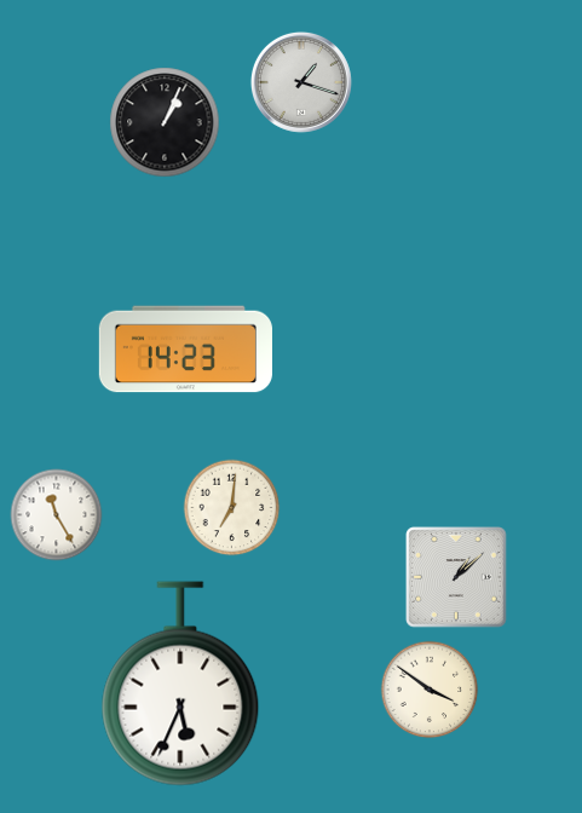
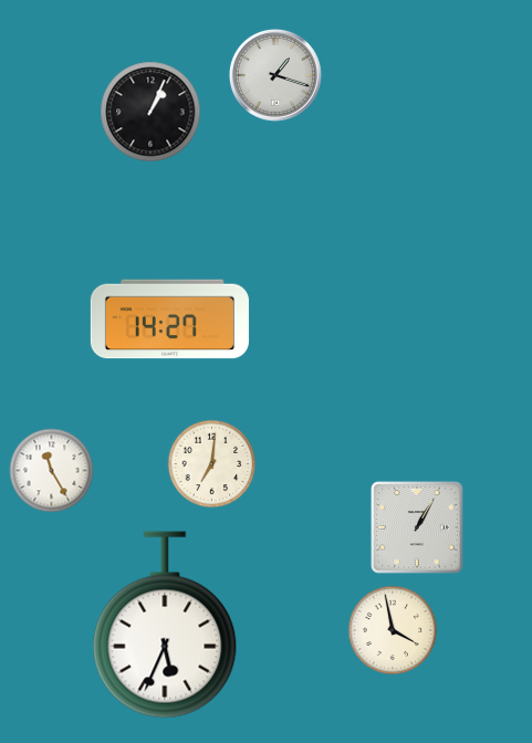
clock at (185, 350): 14:23 -> 14:27
clock at (456, 577): 1:08 -> 1:05
clock at (430, 690): 3:51 -> 3:58
